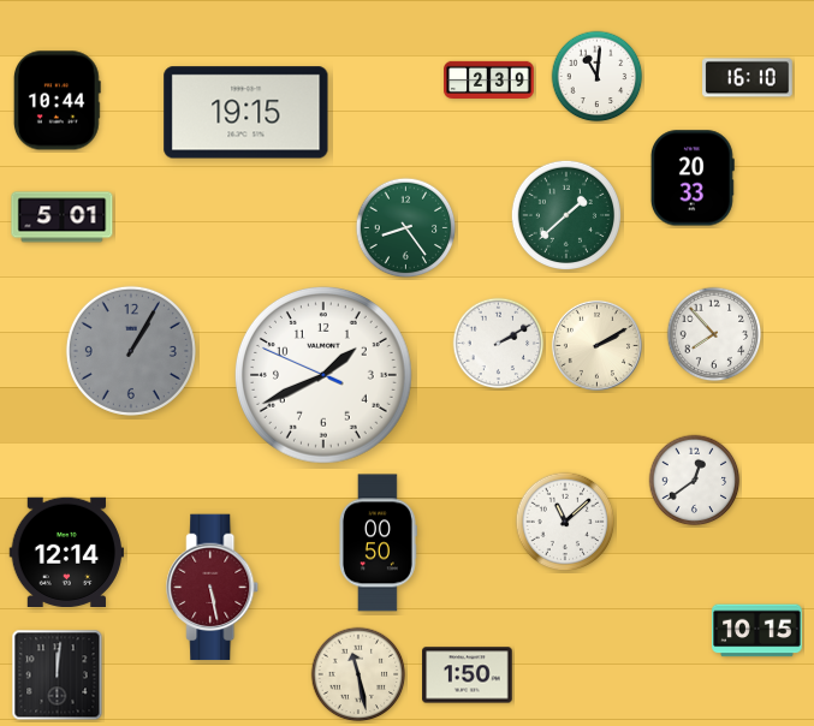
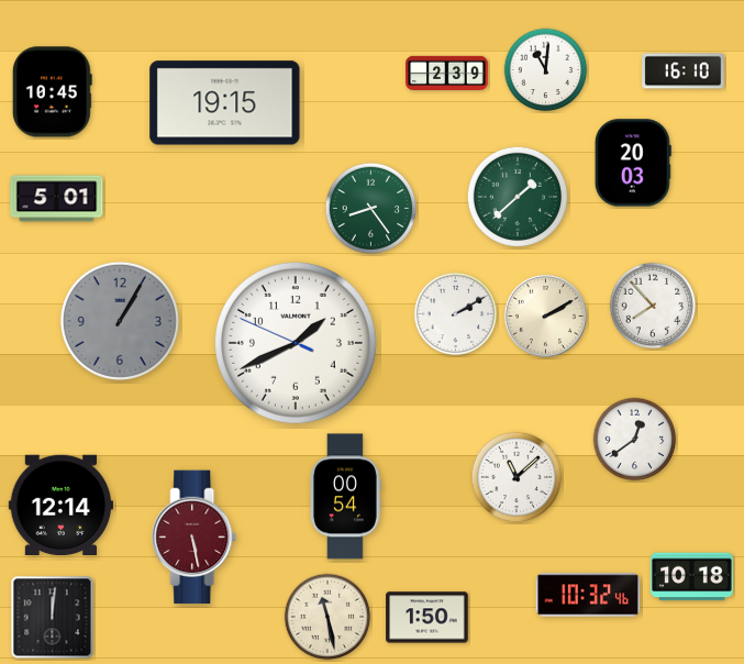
clock at (57, 101): 10:44 -> 10:45
clock at (693, 178): 20:33 -> 20:03
clock at (379, 543): 00:50 -> 00:54
clock at (757, 631): 10:15 -> 10:18
clock at (588, 595): none -> 10:32
